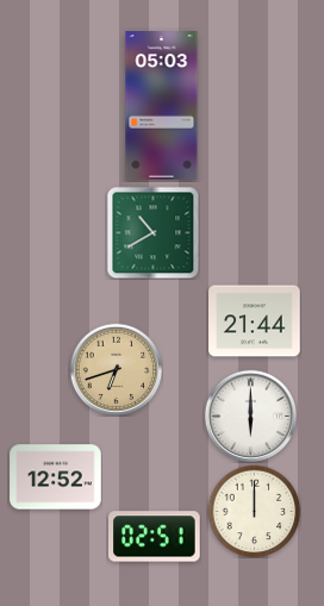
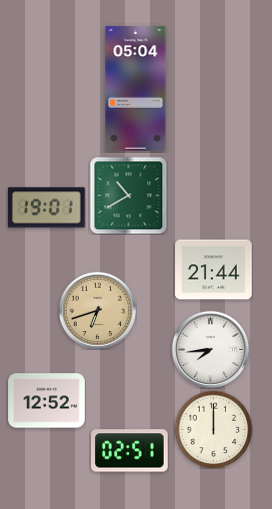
clock at (162, 106): 05:03 -> 05:04
clock at (47, 208): none -> 19:01
clock at (250, 416): 6:00 -> 7:44
